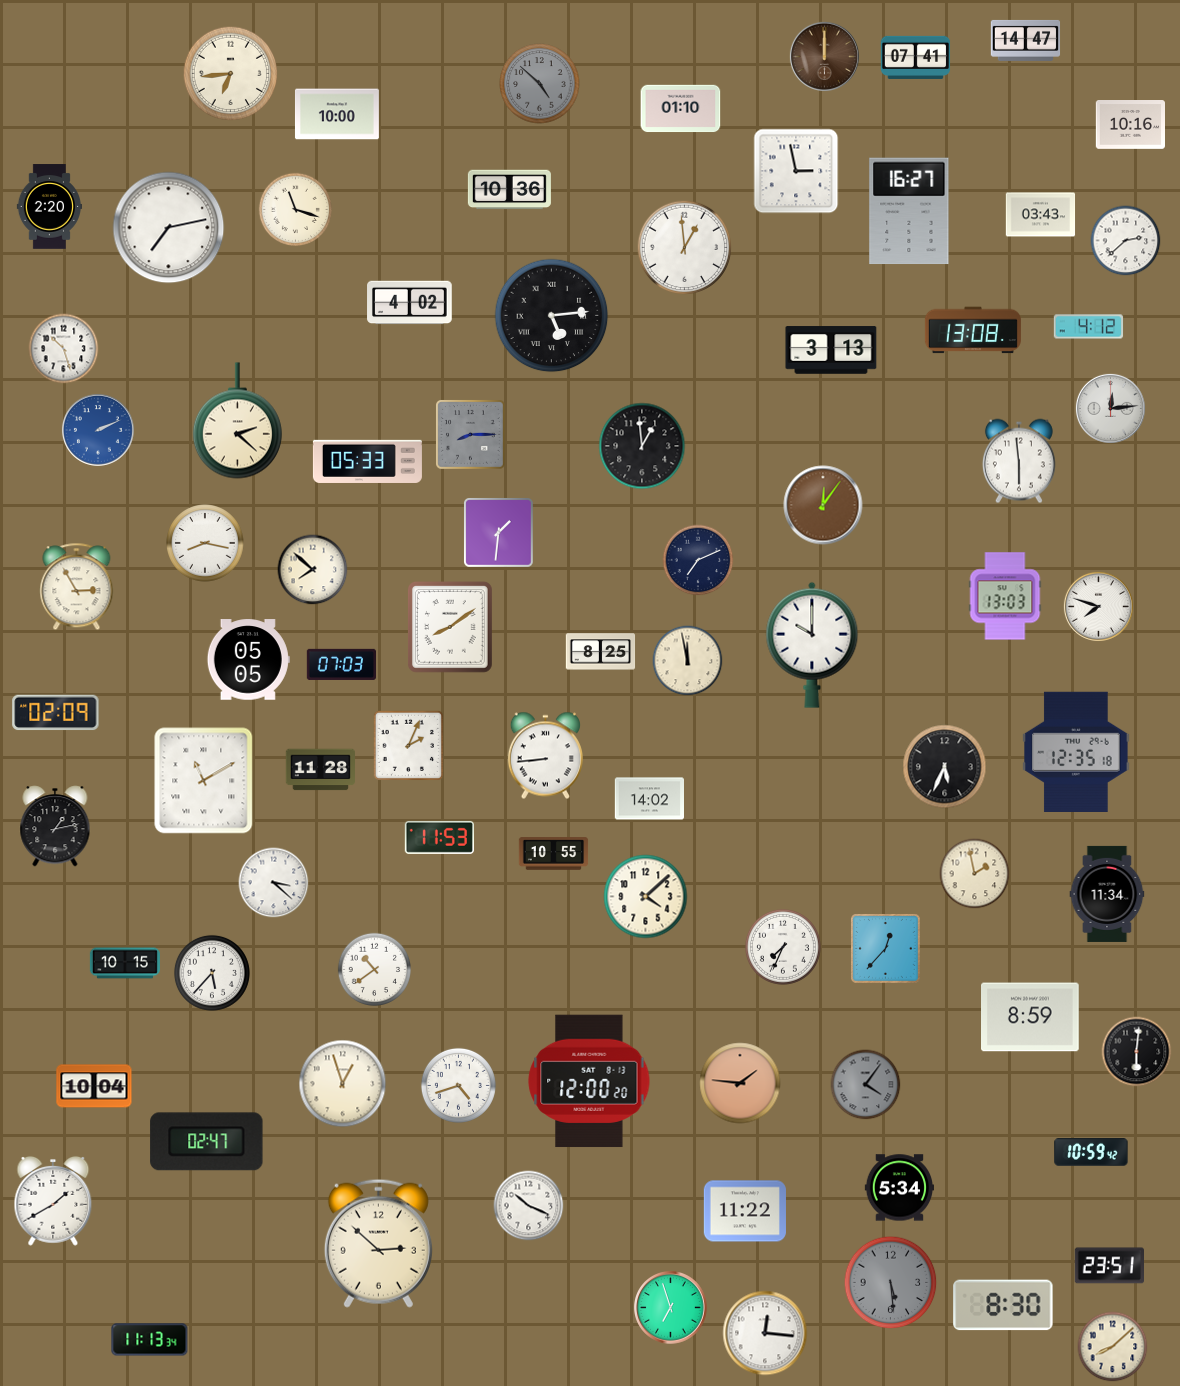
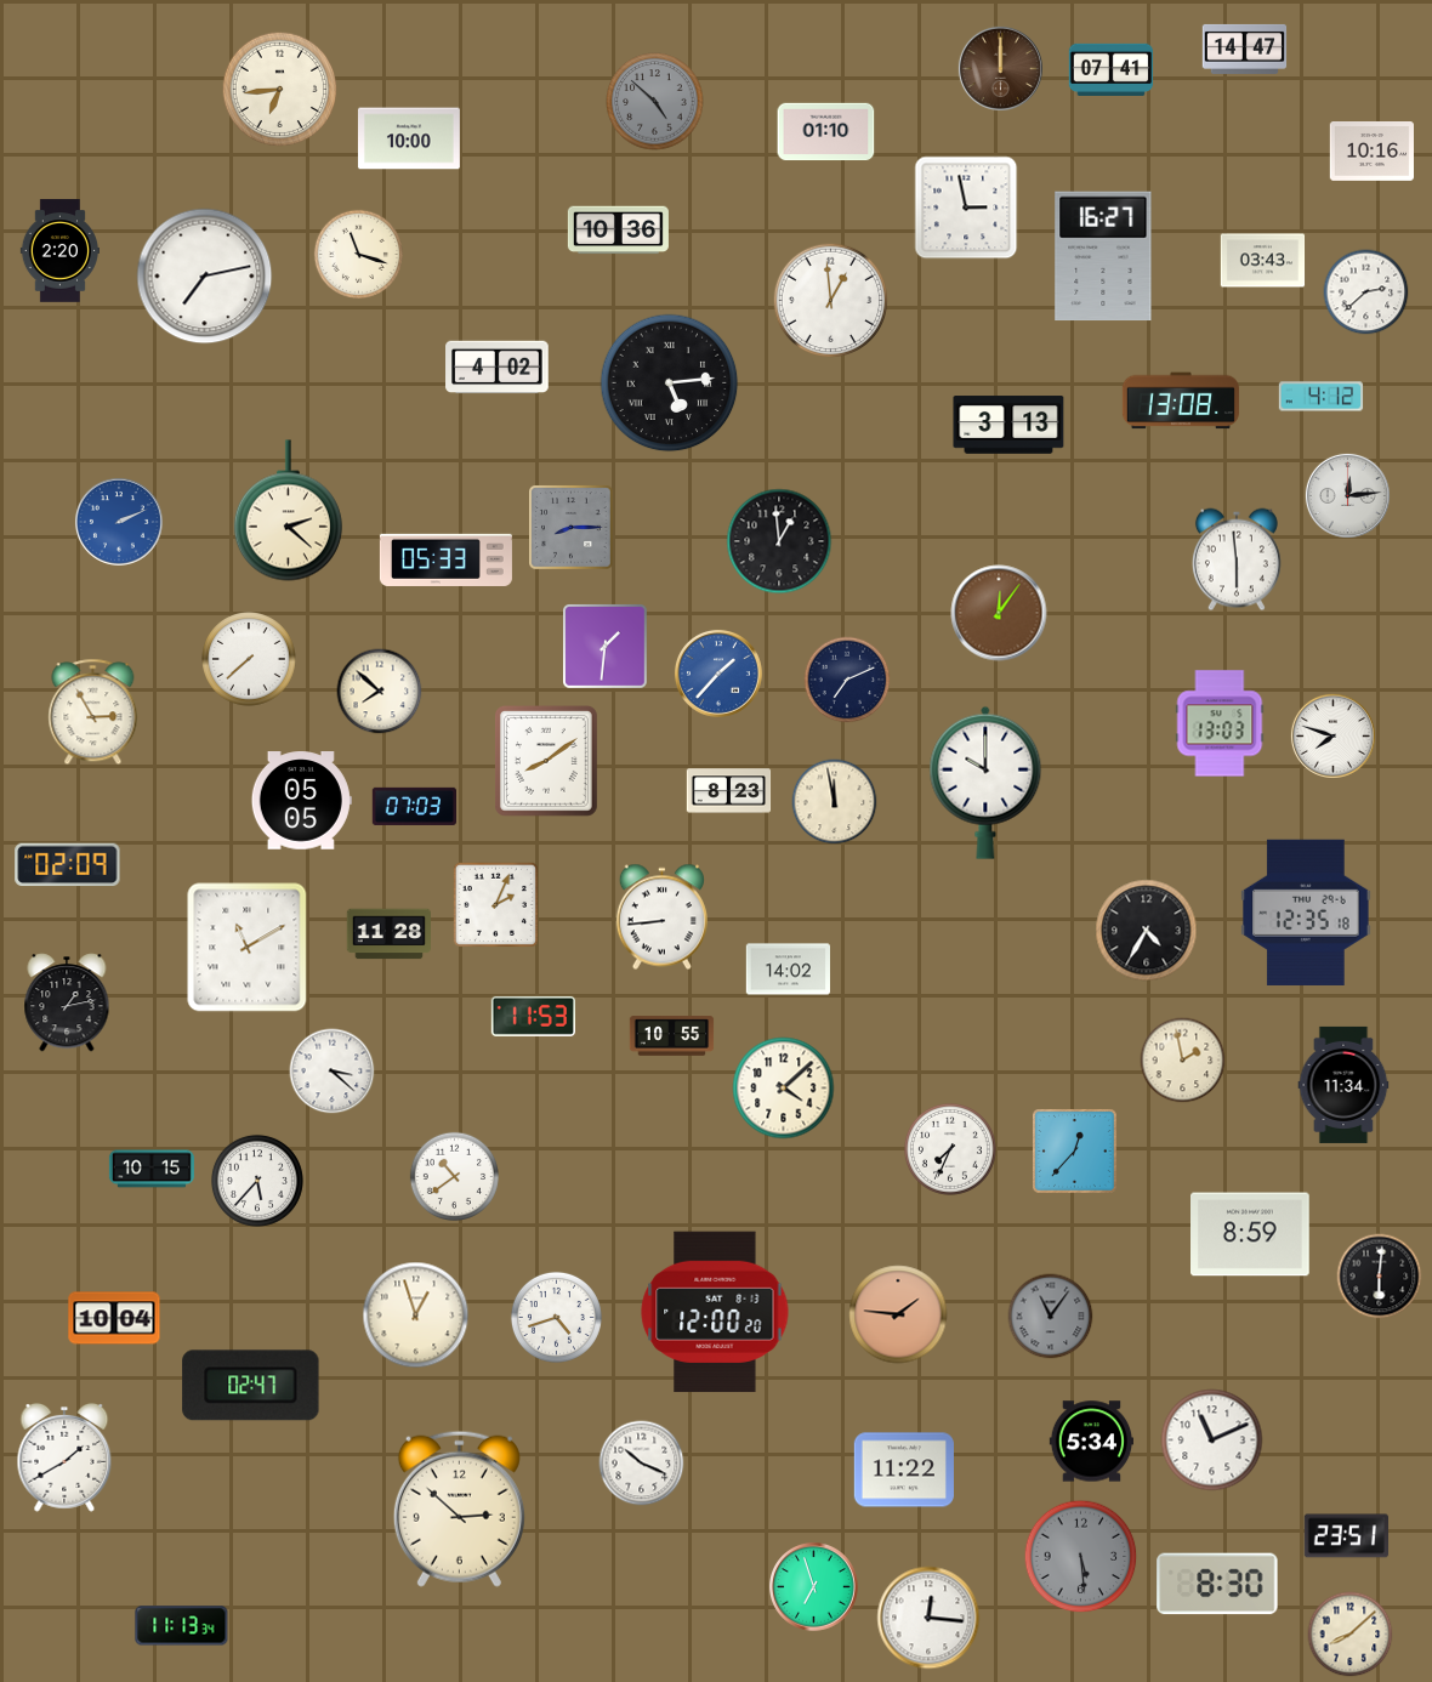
clock at (64, 349): 10:27 -> none
clock at (205, 543): 8:17 -> 7:38
clock at (718, 674): none -> 1:37
clock at (601, 652): 8:25 -> 8:23
clock at (945, 767): 5:34 -> 4:35
clock at (866, 1085): 4:06 -> 11:06
clock at (1091, 1153): 10:59 -> none
clock at (1212, 1441): none -> 11:11
